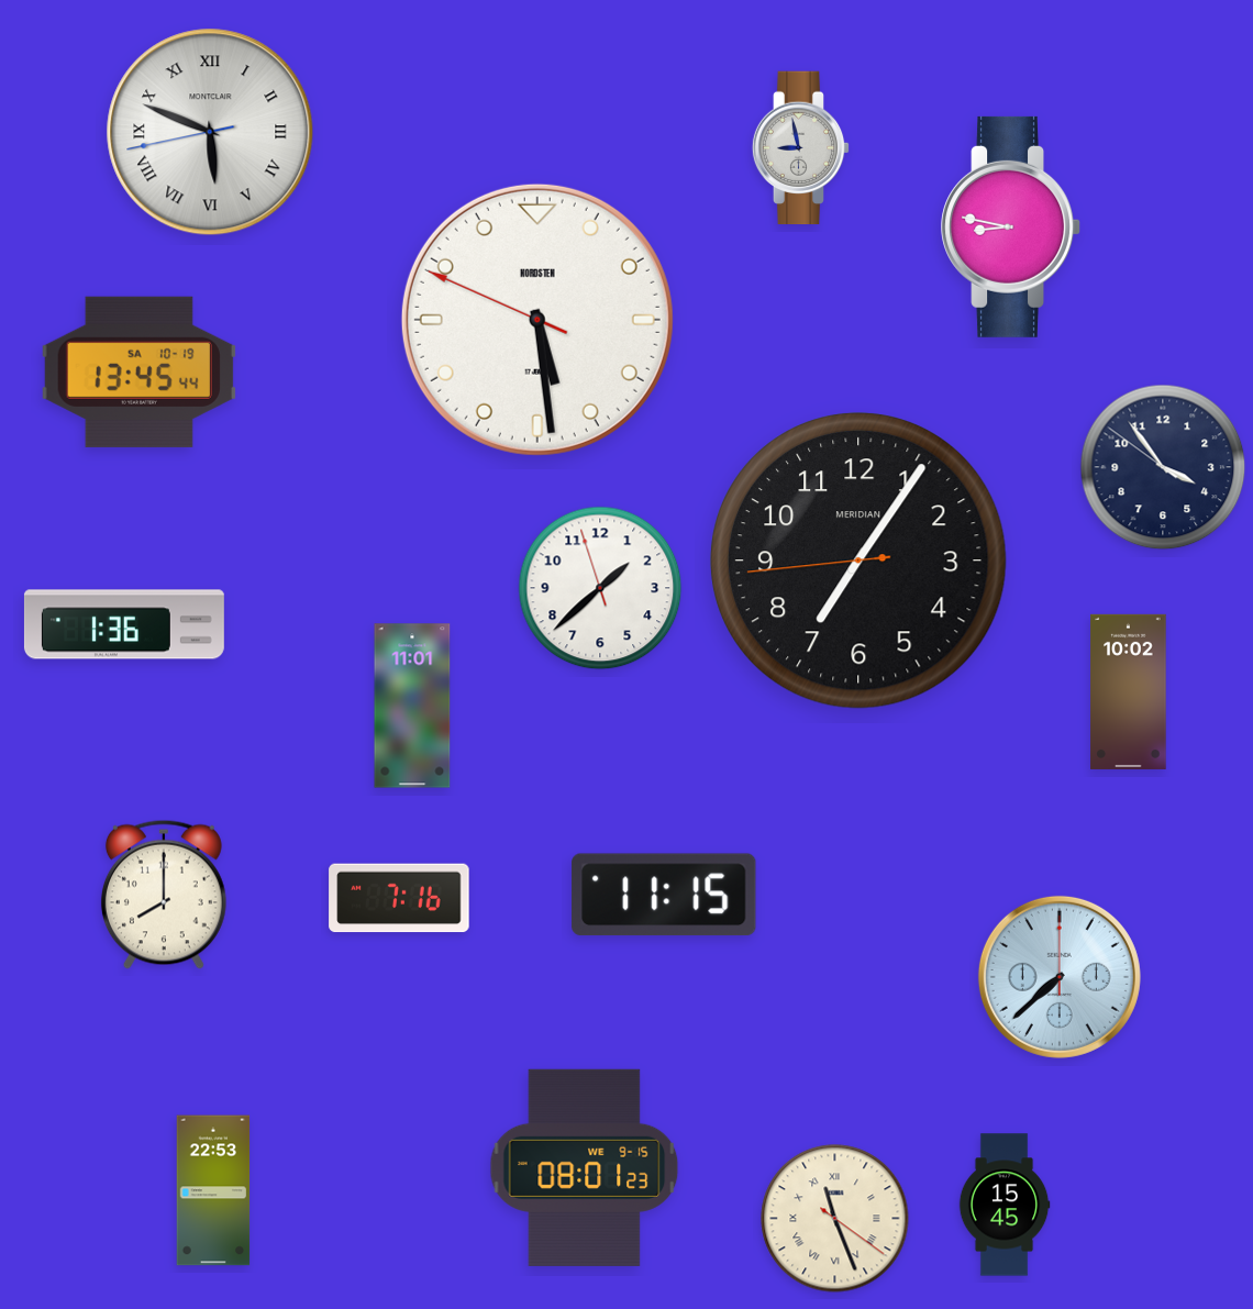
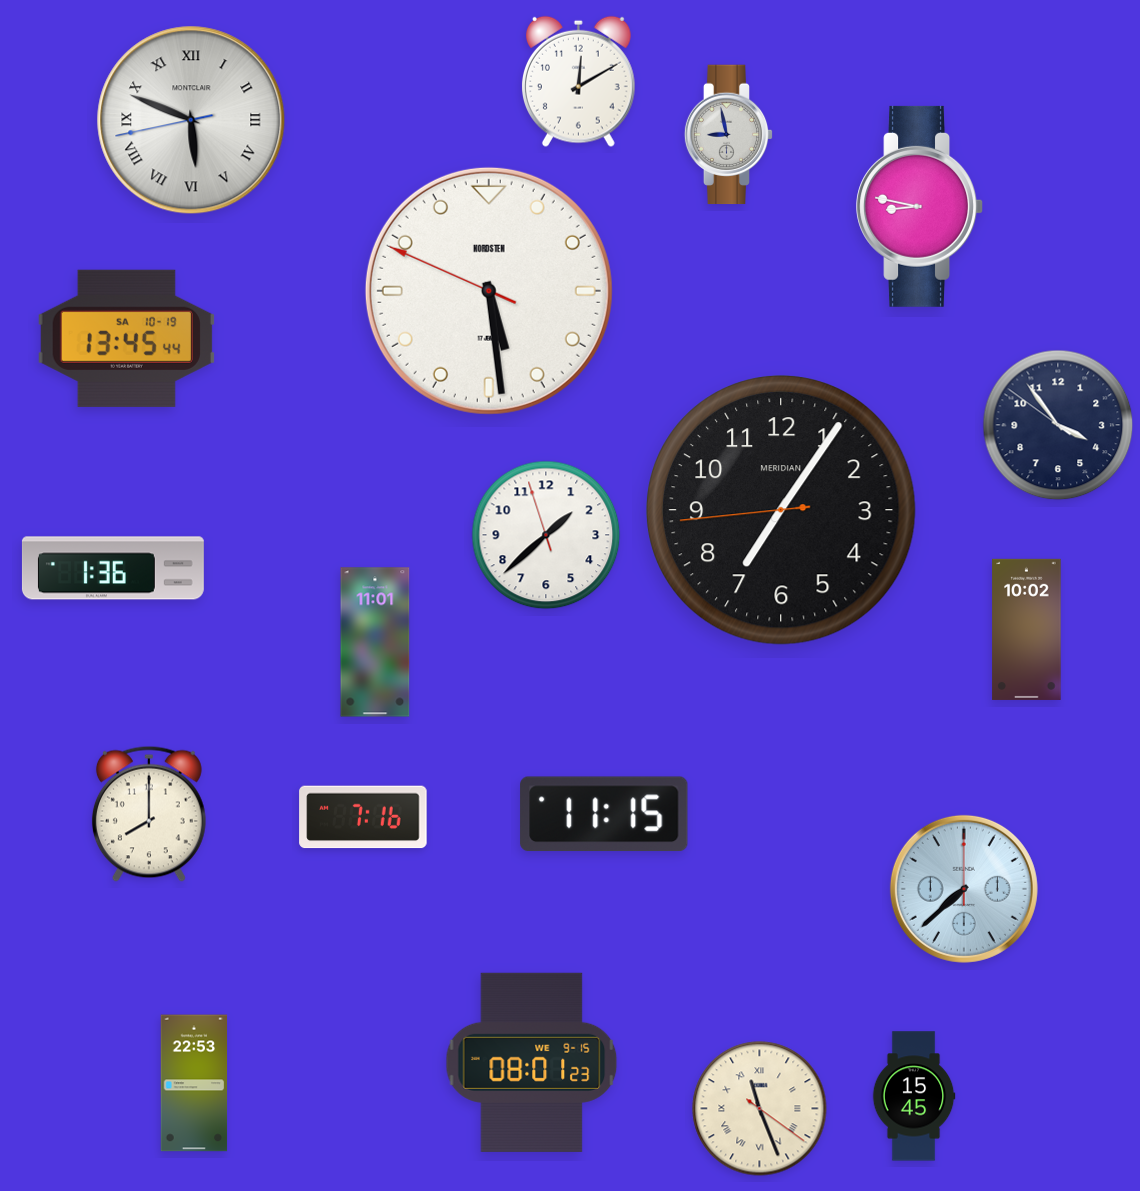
clock at (578, 81): none -> 12:10
